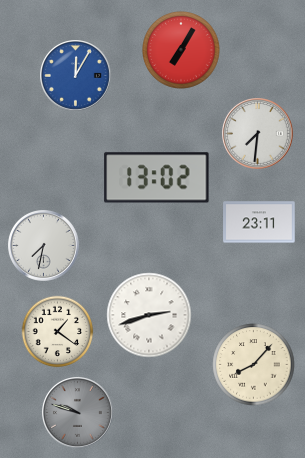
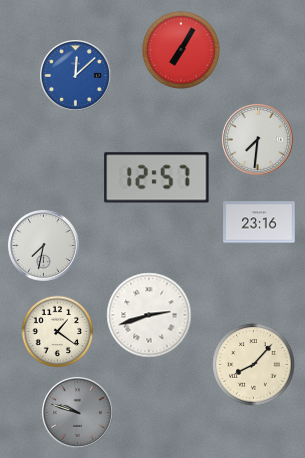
clock at (76, 76): 12:05 -> 12:08
clock at (258, 134) position: (258, 134) -> (258, 140)
clock at (157, 178): 13:02 -> 12:57
clock at (259, 222): 23:11 -> 23:16
